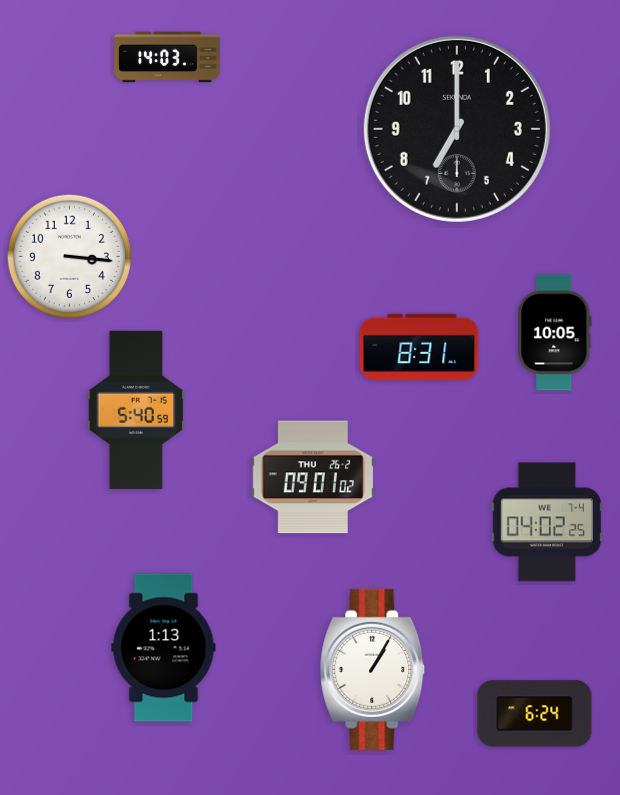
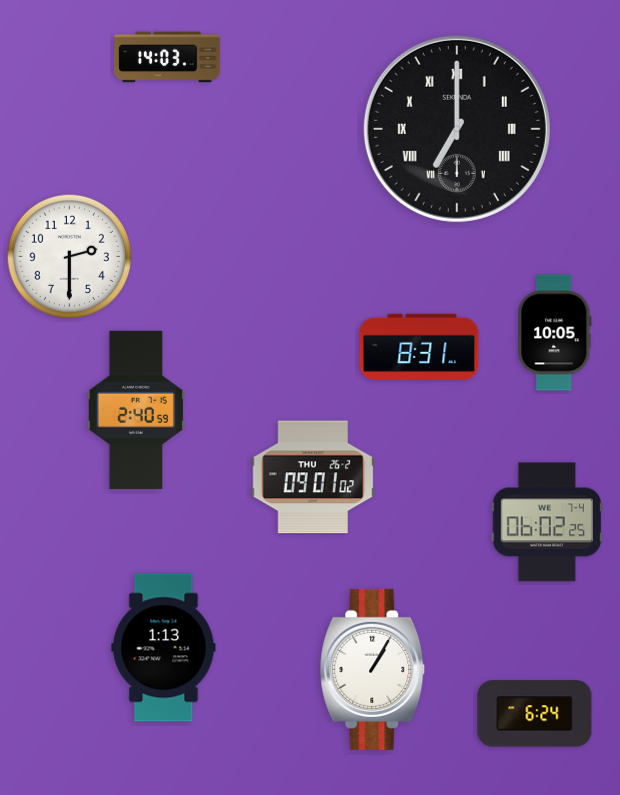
clock at (457, 129) numerals: Arabic -> Roman
clock at (69, 256): 3:16 -> 2:30
clock at (136, 410): 5:40 -> 2:40
clock at (546, 522): 04:02 -> 06:02
